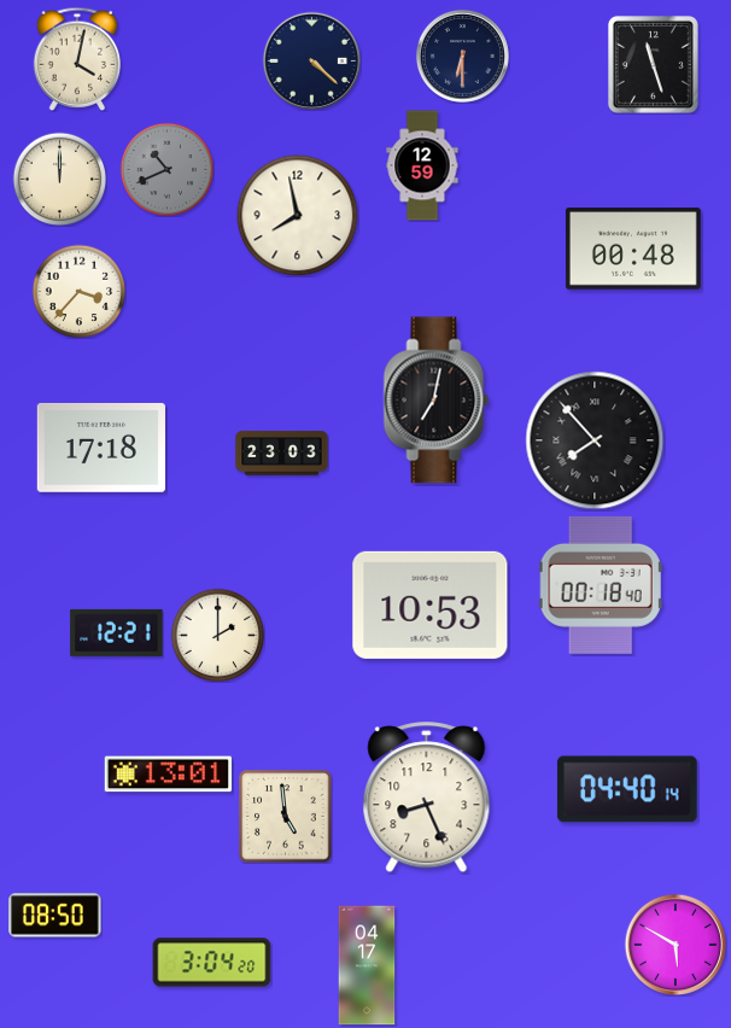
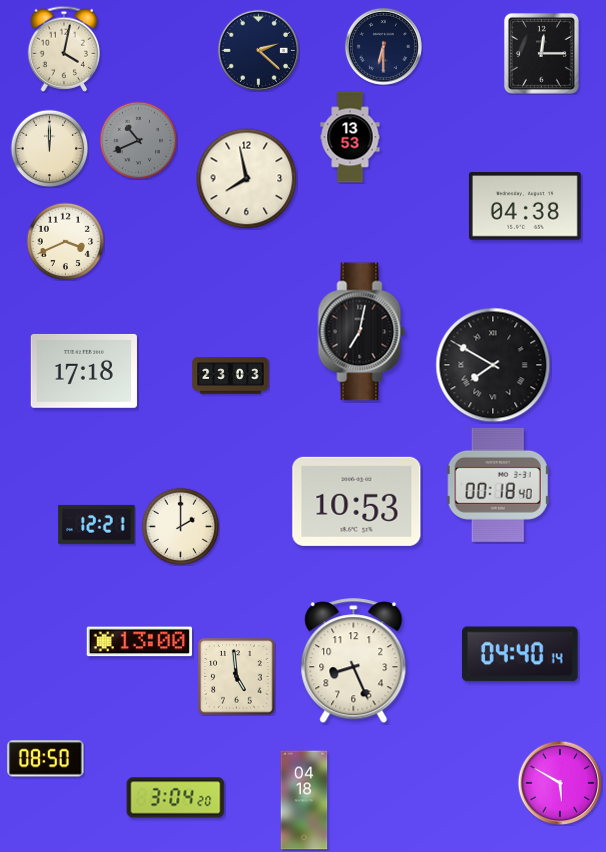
clock at (311, 60): 4:22 -> 2:22
clock at (653, 64): 11:27 -> 12:15
clock at (422, 165): 12:59 -> 13:53
clock at (633, 249): 00:48 -> 04:38
clock at (78, 291): 3:37 -> 3:41
clock at (595, 440): 7:53 -> 7:50
clock at (282, 454) position: (282, 454) -> (231, 376)
clock at (168, 775): 13:01 -> 13:00
clock at (367, 965): 04:17 -> 04:18
